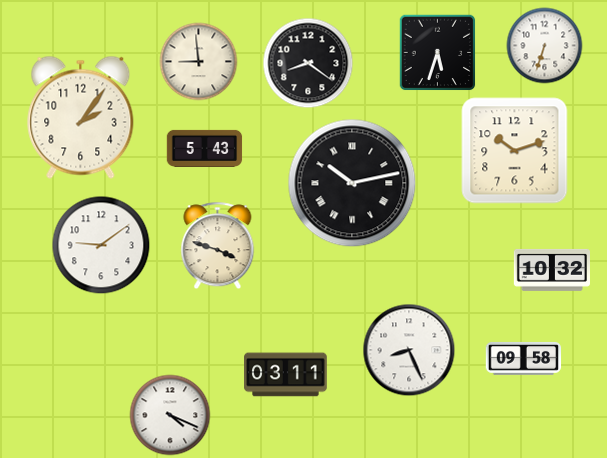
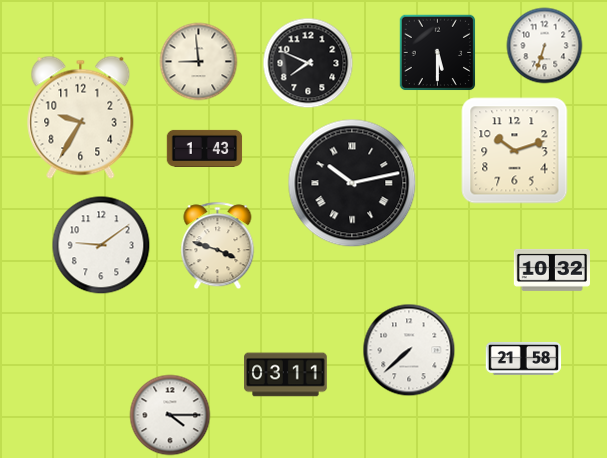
clock at (438, 53): 5:33 -> 5:30
clock at (308, 63): 8:21 -> 7:49
clock at (81, 117): 2:06 -> 9:35
clock at (205, 148): 5:43 -> 1:43
clock at (409, 350): 8:26 -> 7:38
clock at (524, 358): 09:58 -> 21:58
clock at (170, 415): 4:19 -> 4:15
